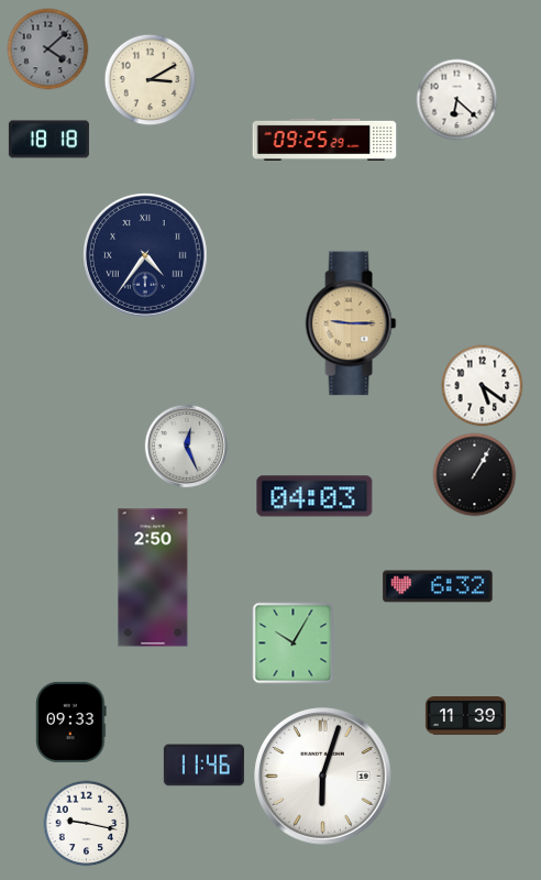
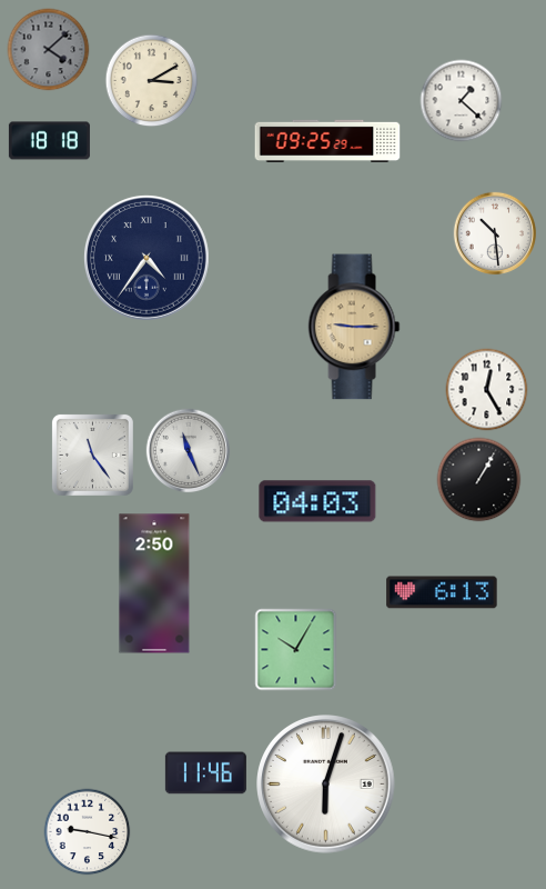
clock at (457, 100): 6:22 -> 1:22
clock at (495, 233): none -> 10:29
clock at (483, 386): 5:21 -> 12:25
clock at (187, 447): 12:26 -> 11:26
clock at (92, 455): none -> 11:24
clock at (438, 586): 6:32 -> 6:13
clock at (465, 716): 11:39 -> none
clock at (71, 722): 09:33 -> none
